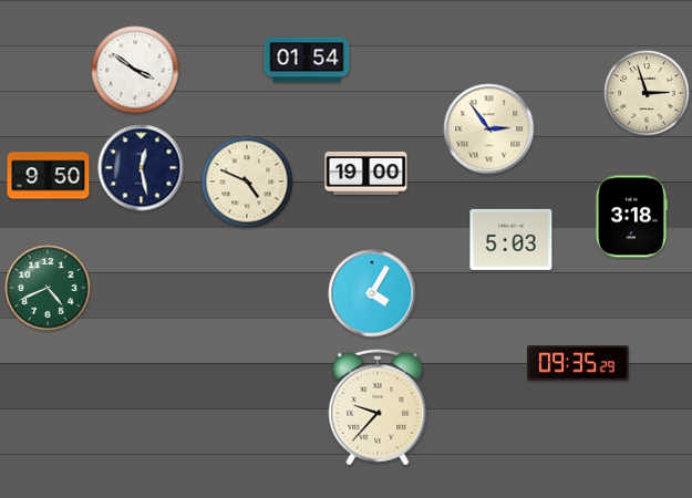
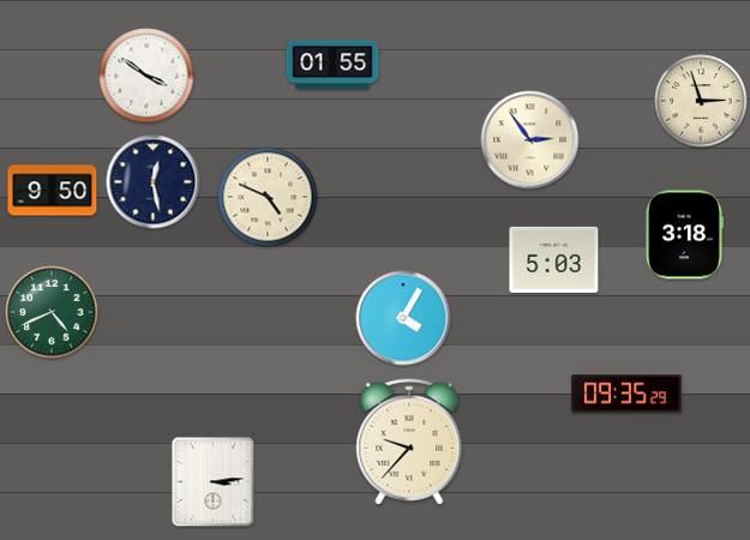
clock at (307, 60): 01:54 -> 01:55
clock at (366, 174): 19:00 -> none
clock at (214, 482): none -> 3:14
